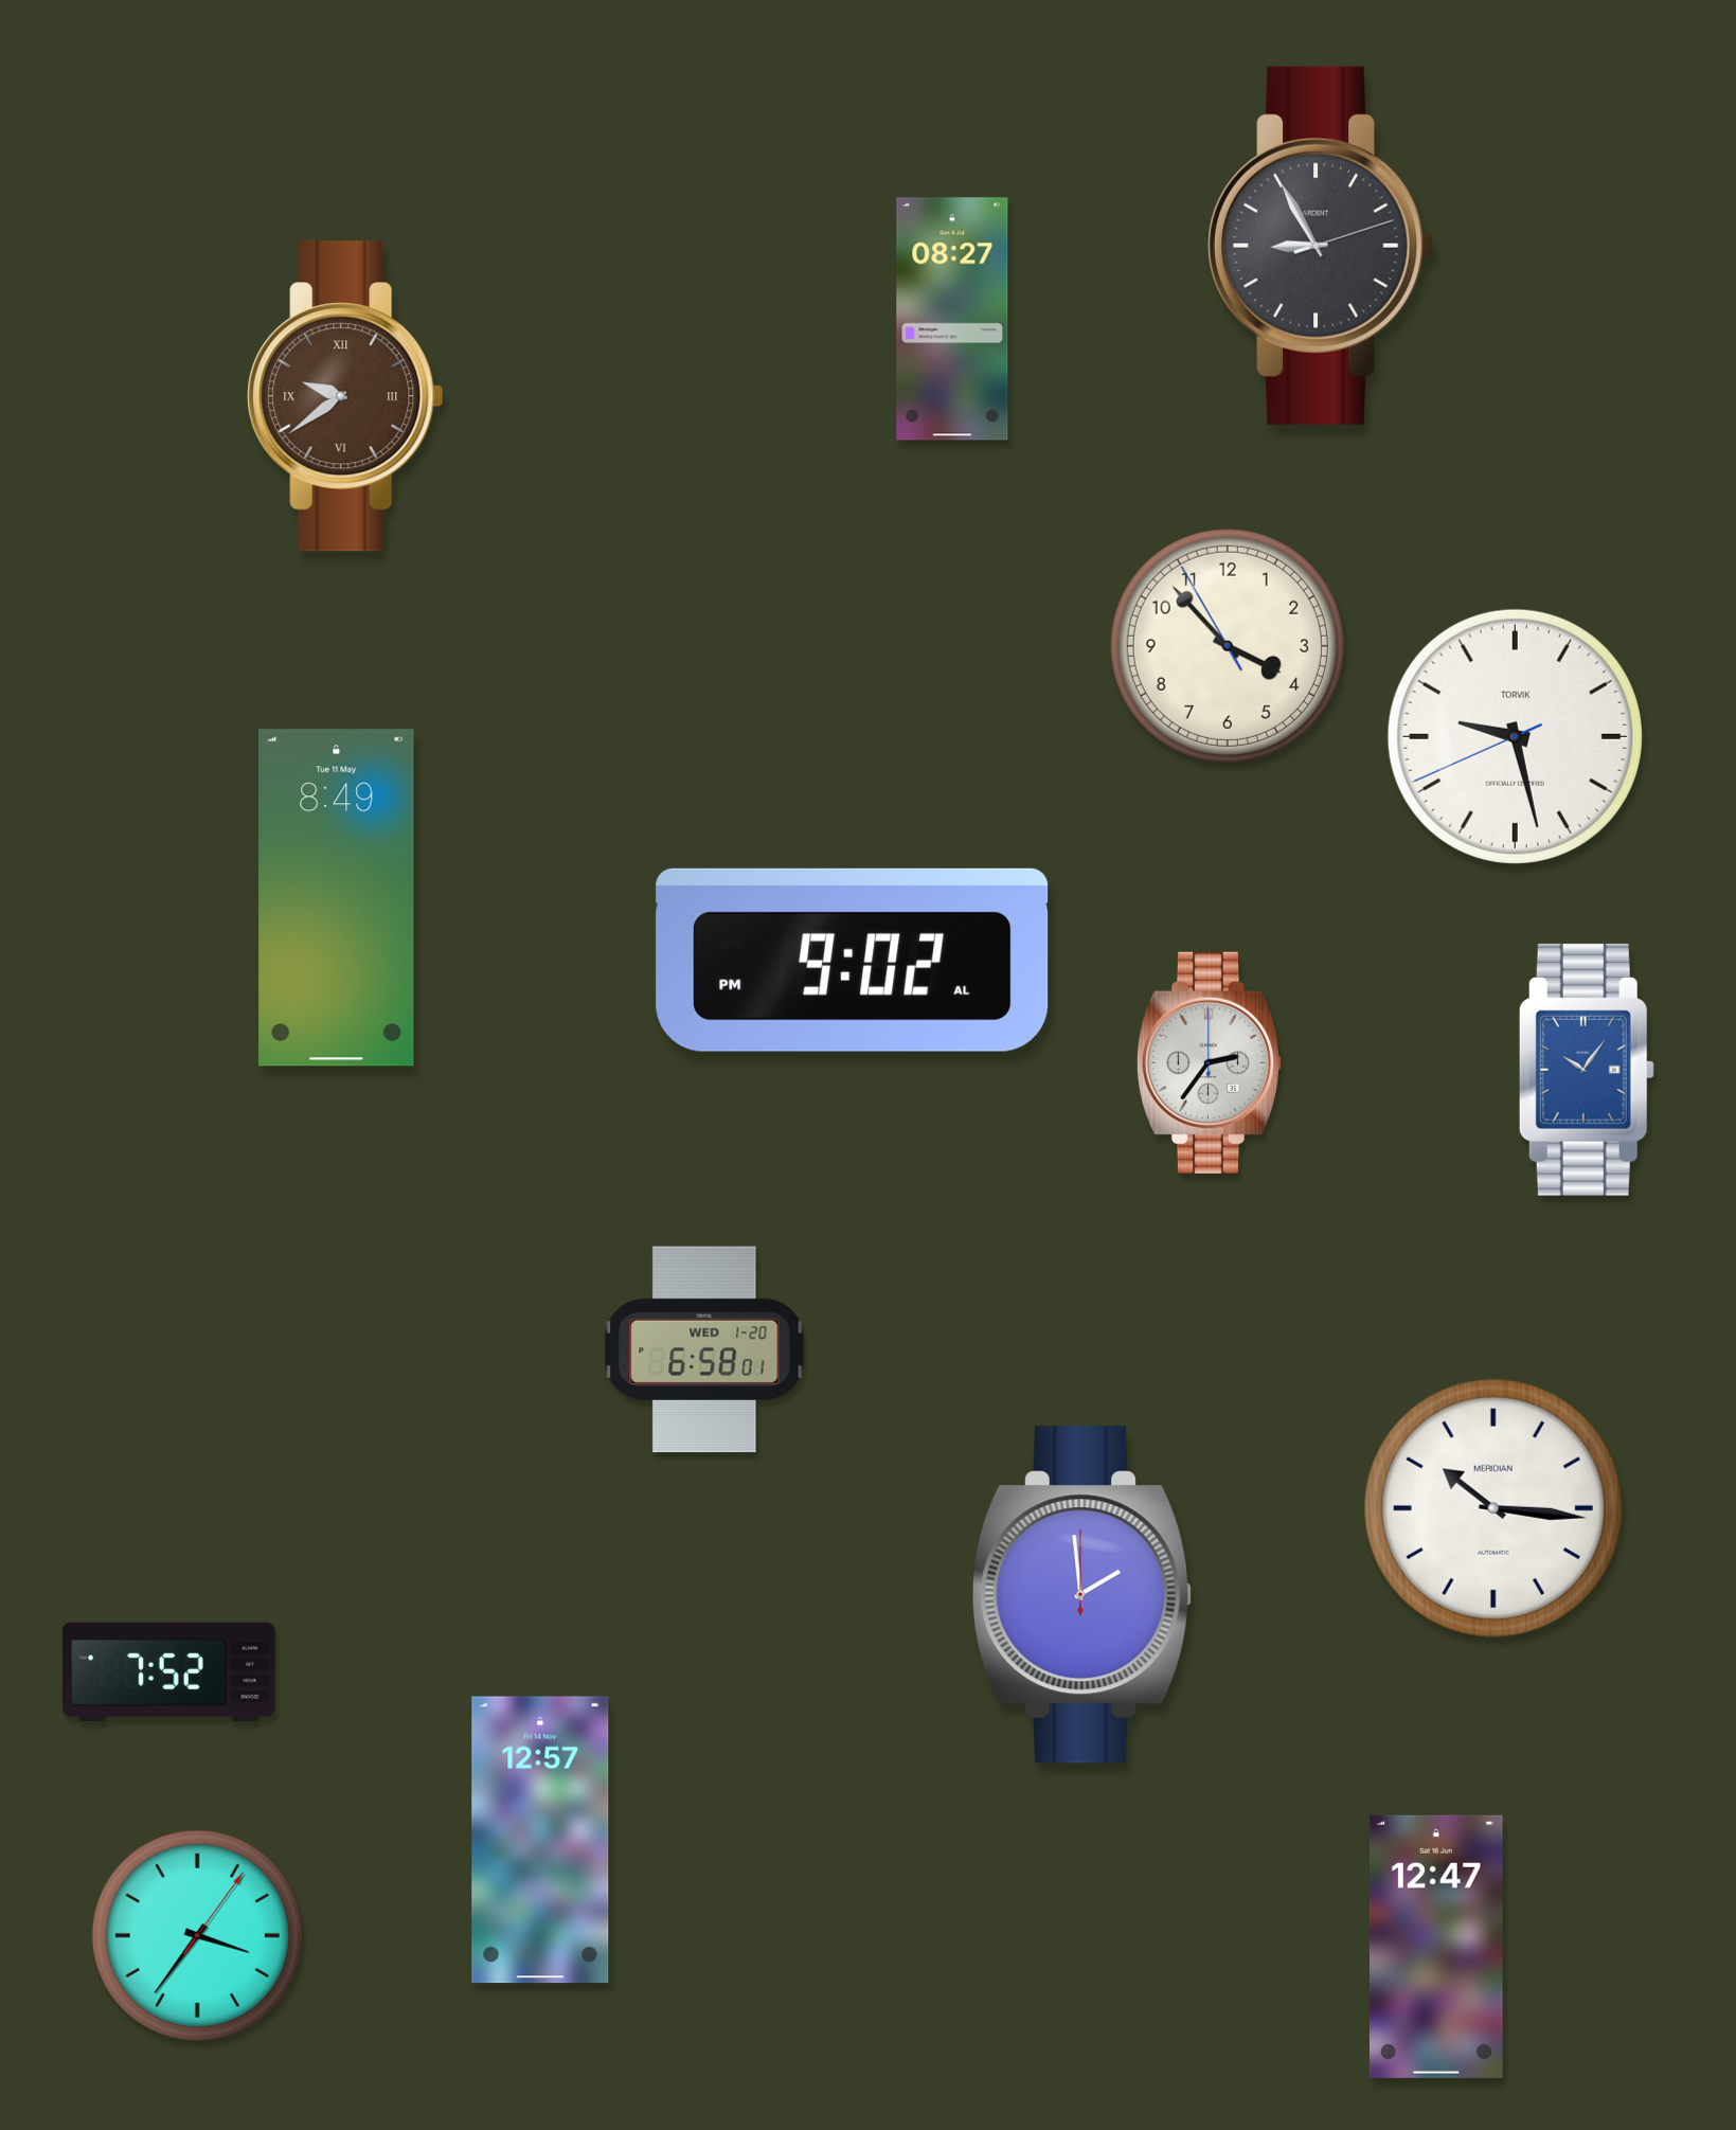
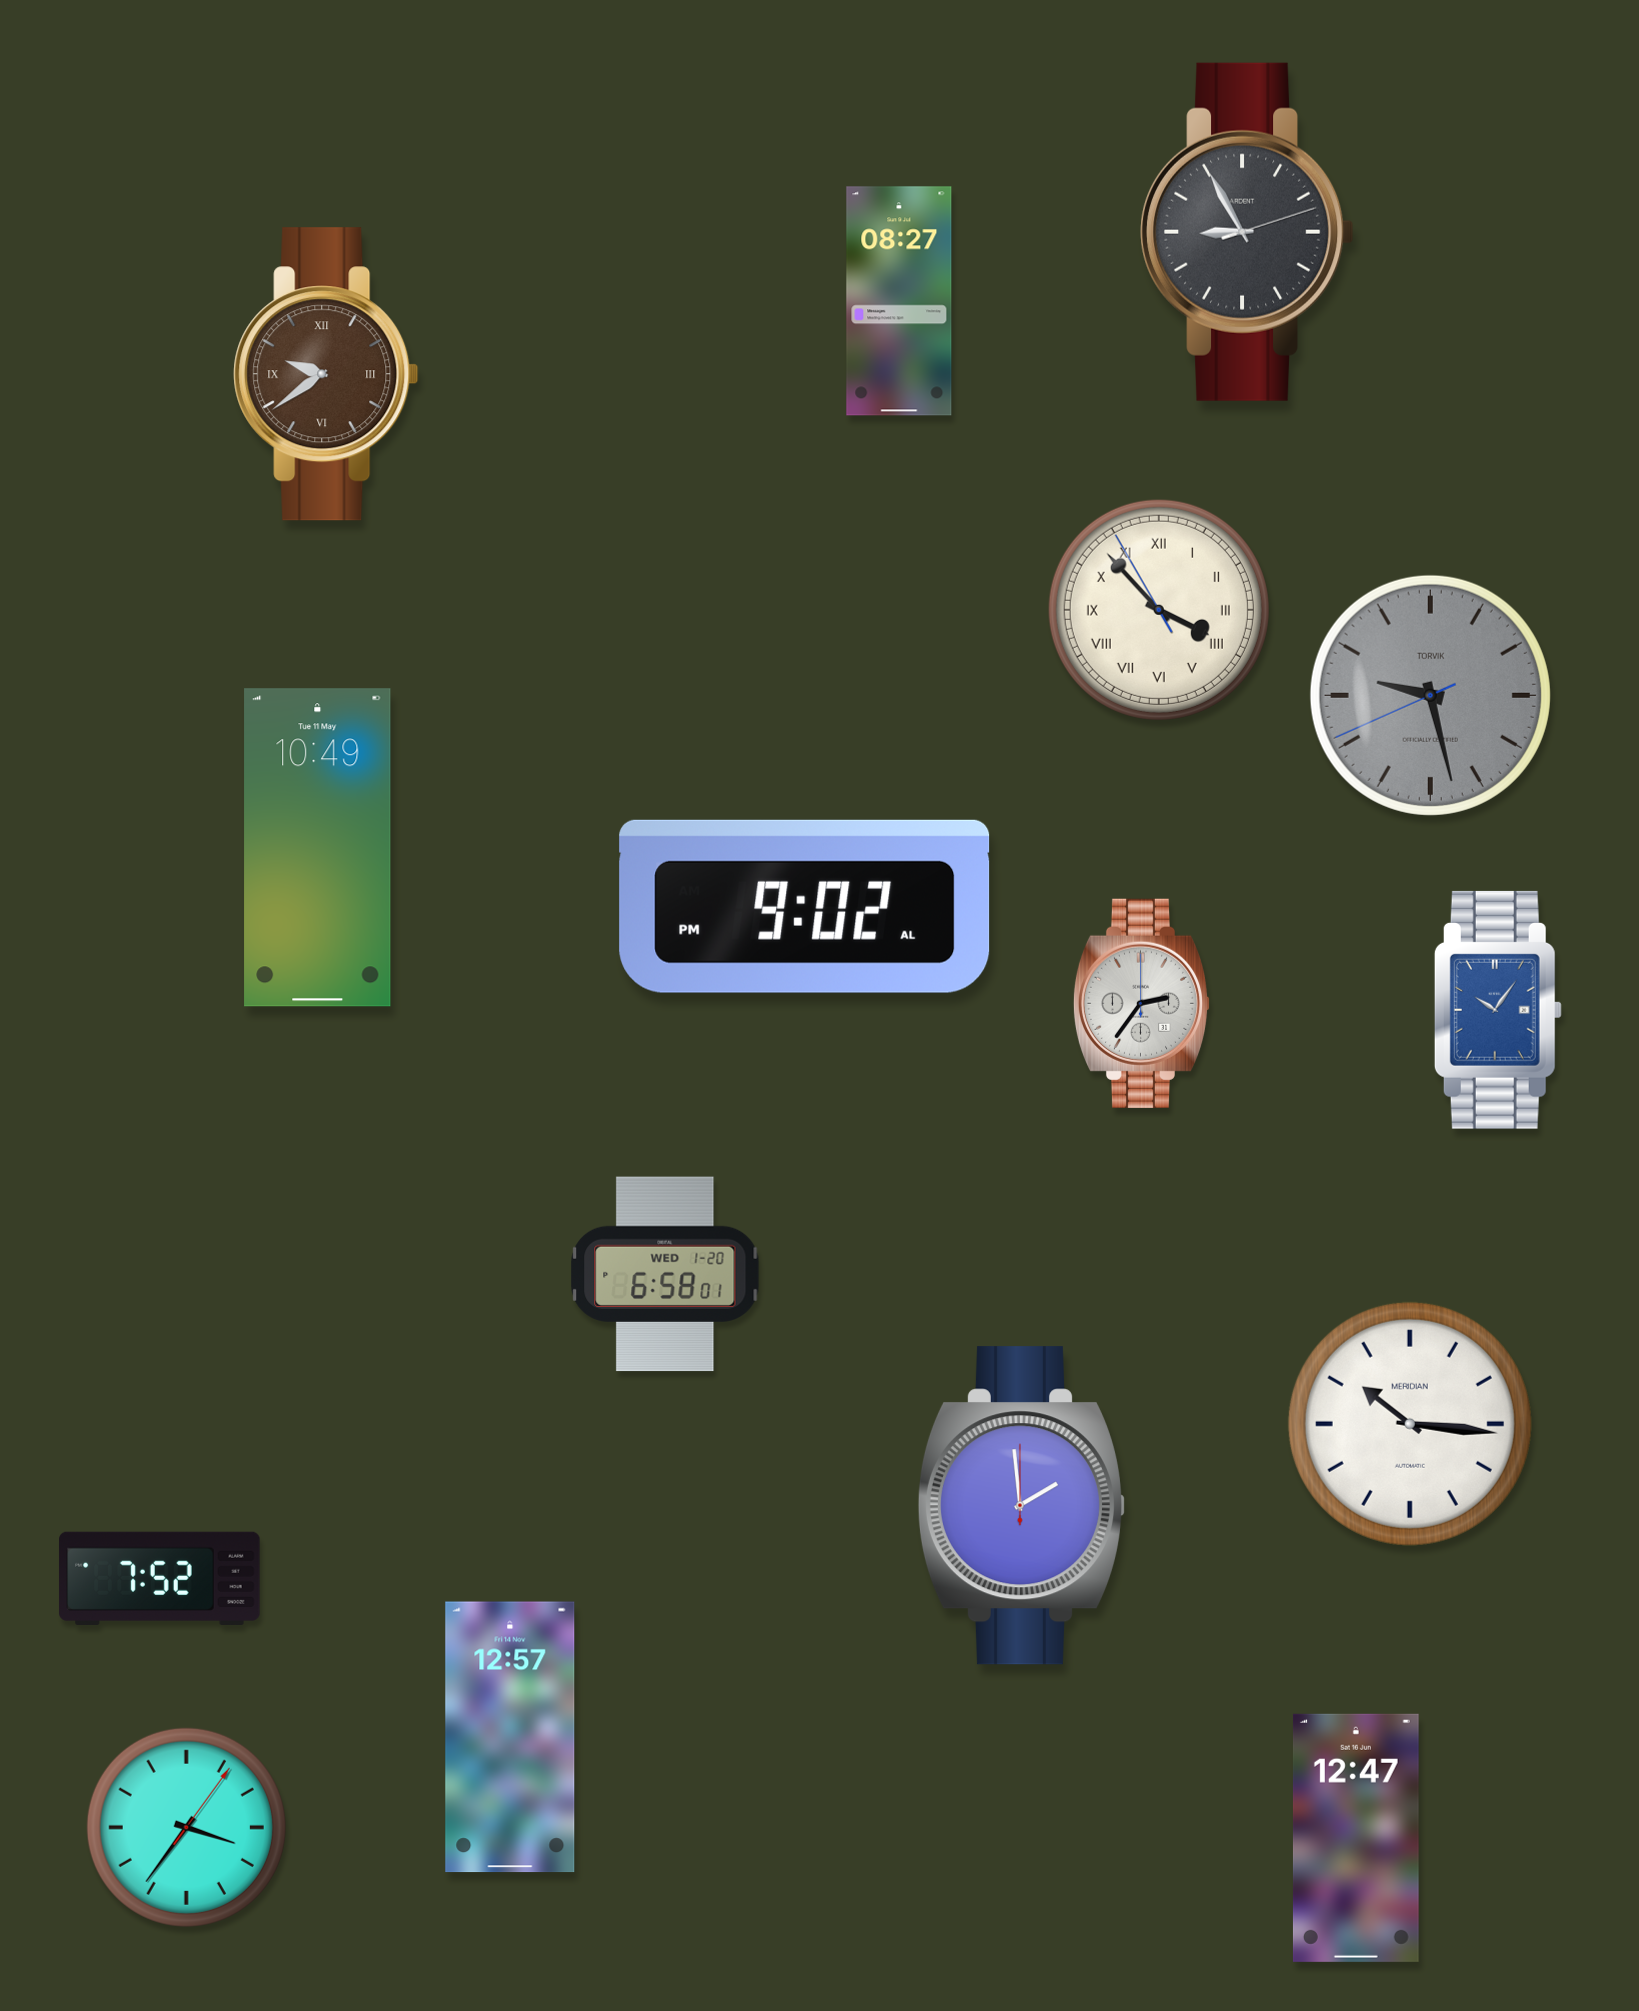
clock at (1228, 646) numerals: Arabic -> Roman
clock at (1515, 736) dial: white -> grey
clock at (337, 898): 8:49 -> 10:49
